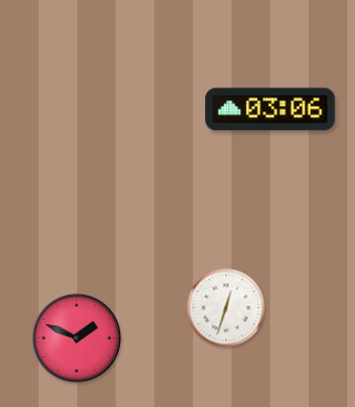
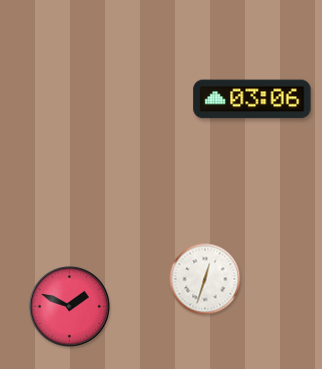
clock at (270, 109) position: (270, 109) -> (252, 99)
